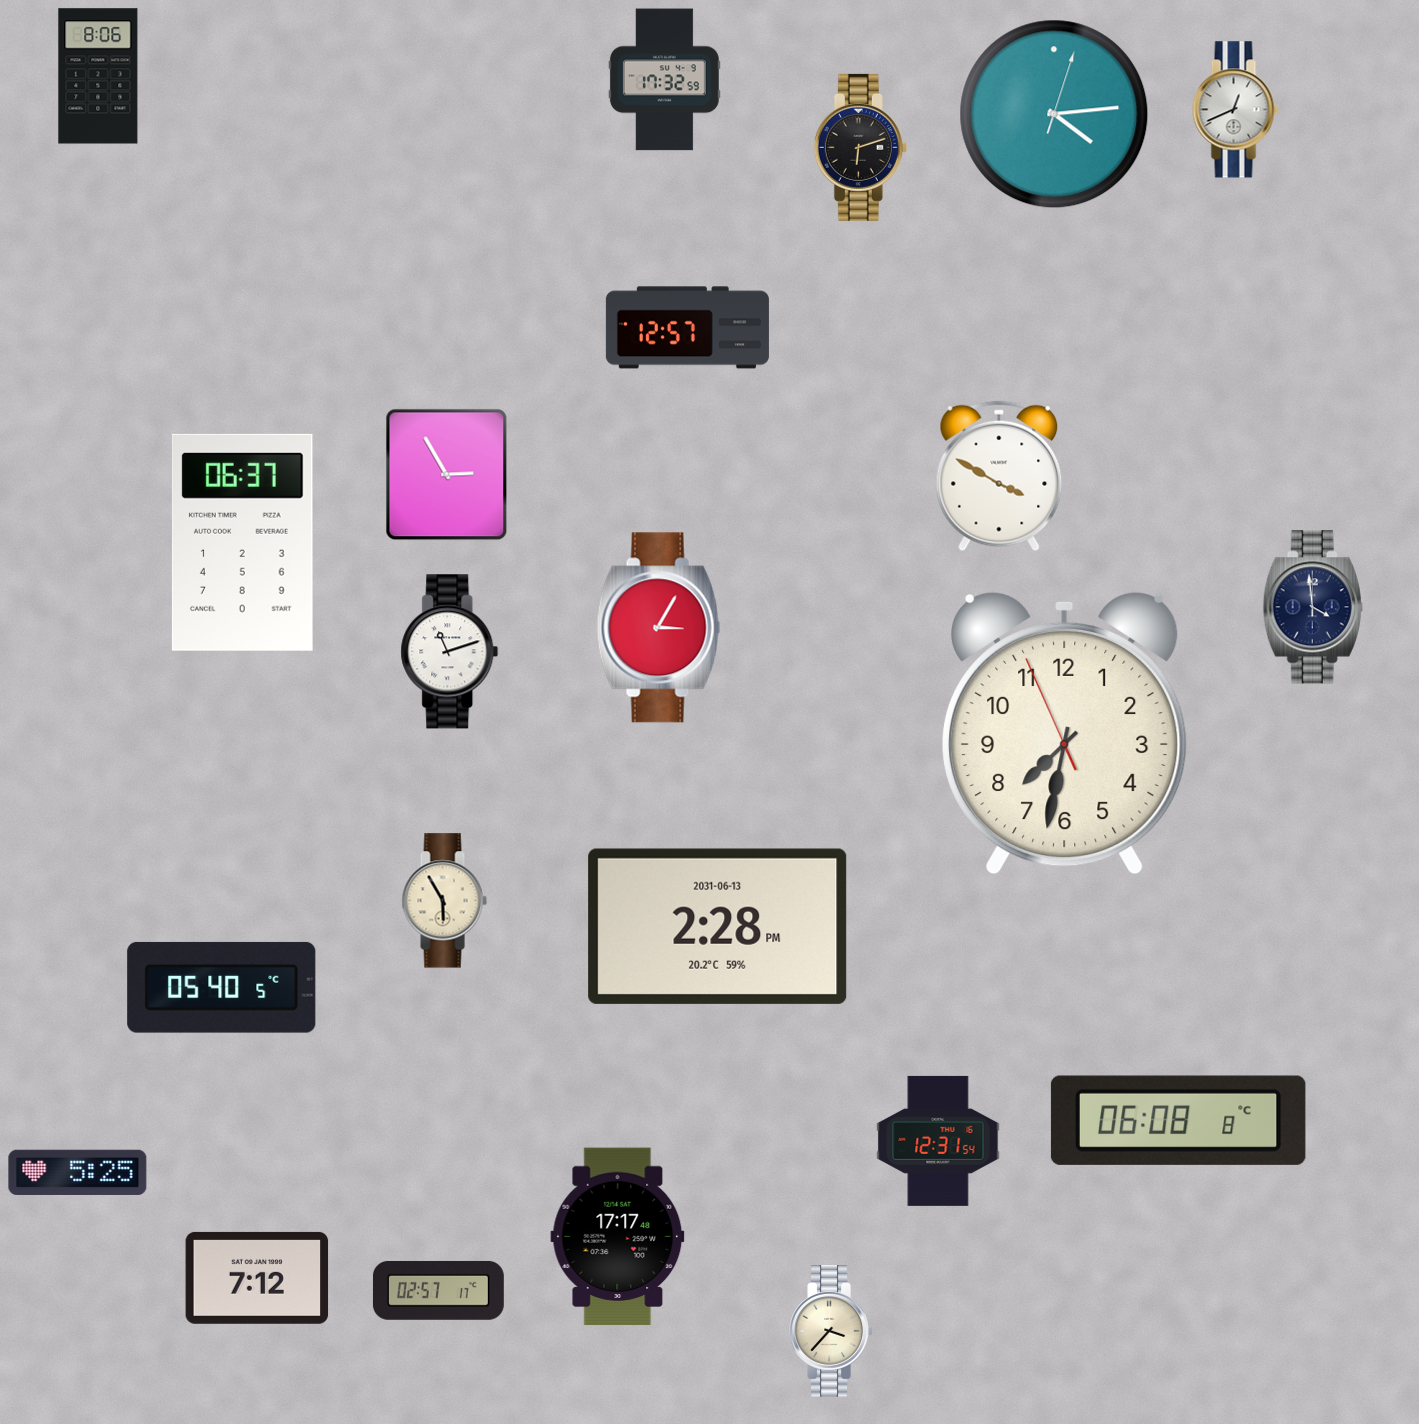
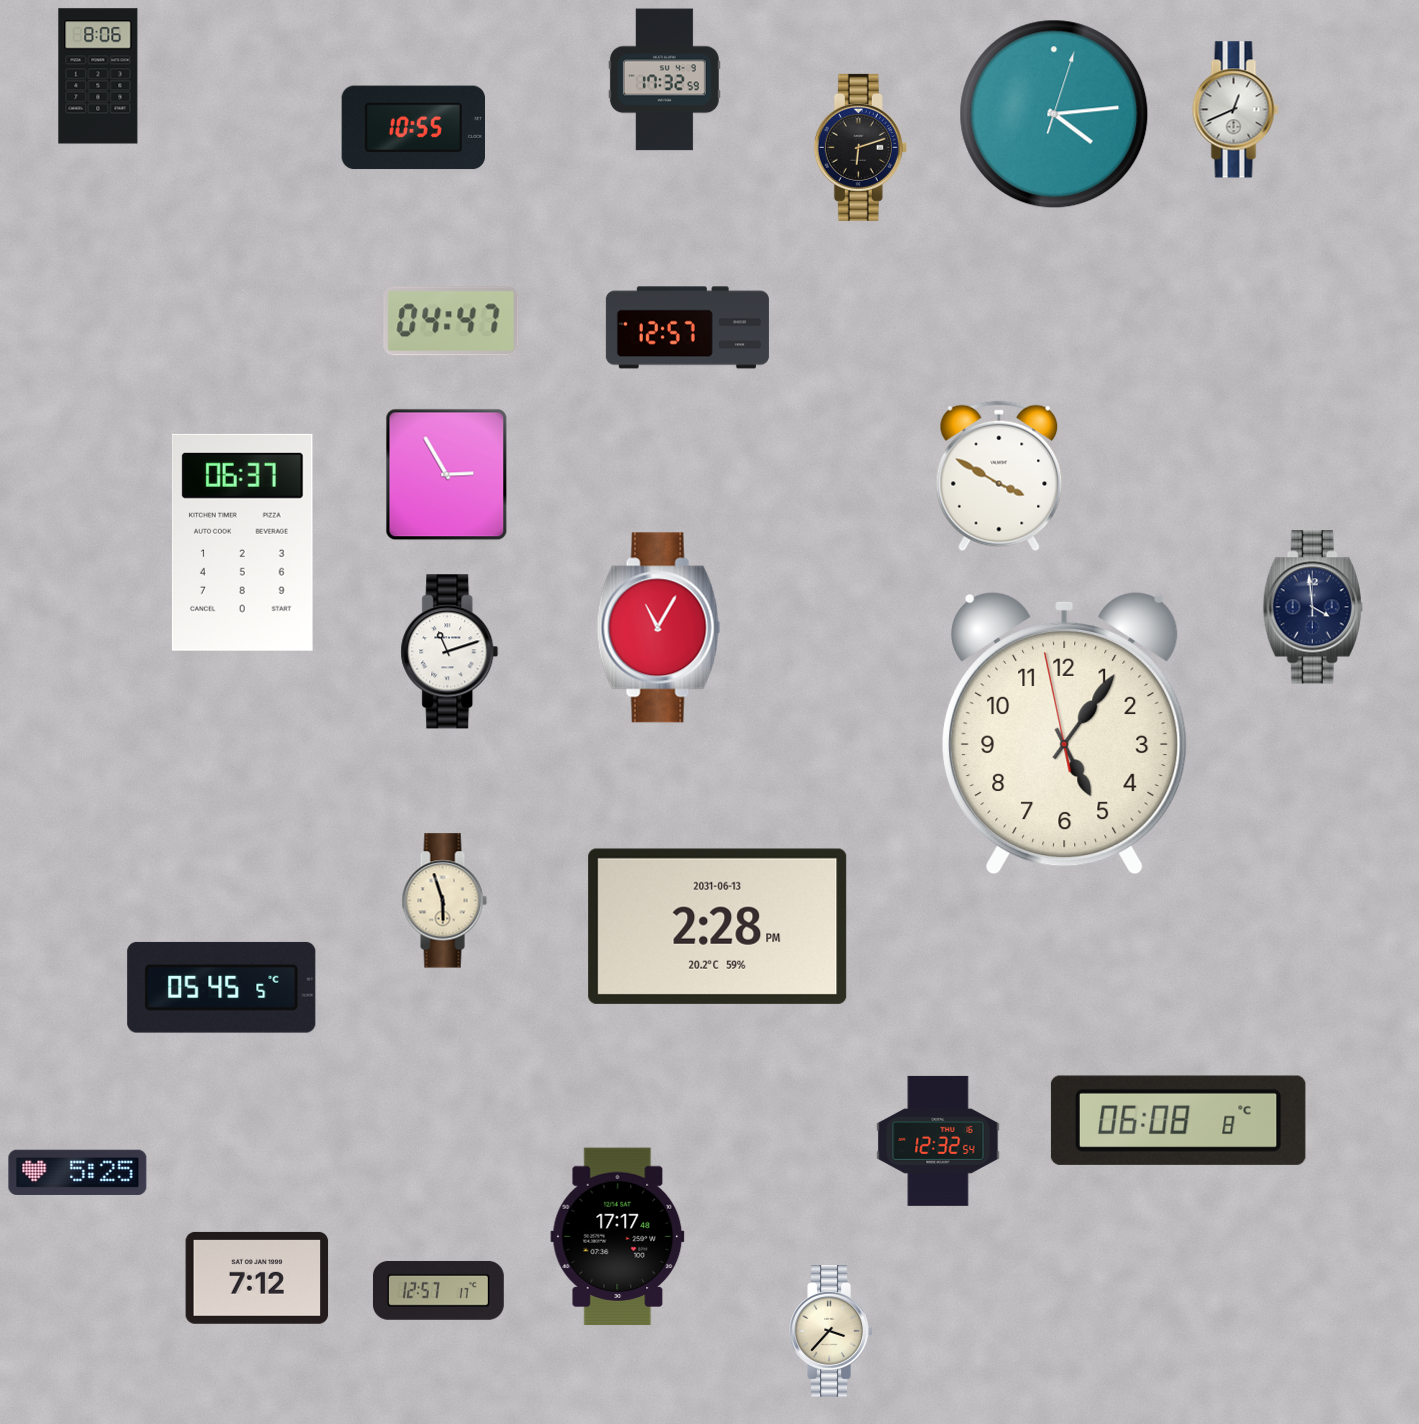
clock at (414, 128): none -> 10:55
clock at (451, 321): none -> 04:47
clock at (659, 628): 3:05 -> 11:05
clock at (1065, 733): 7:31 -> 5:05
clock at (444, 901): 5:55 -> 5:57
clock at (222, 987): 05:40 -> 05:45
clock at (938, 1141): 12:31 -> 12:32
clock at (438, 1290): 02:57 -> 12:57
